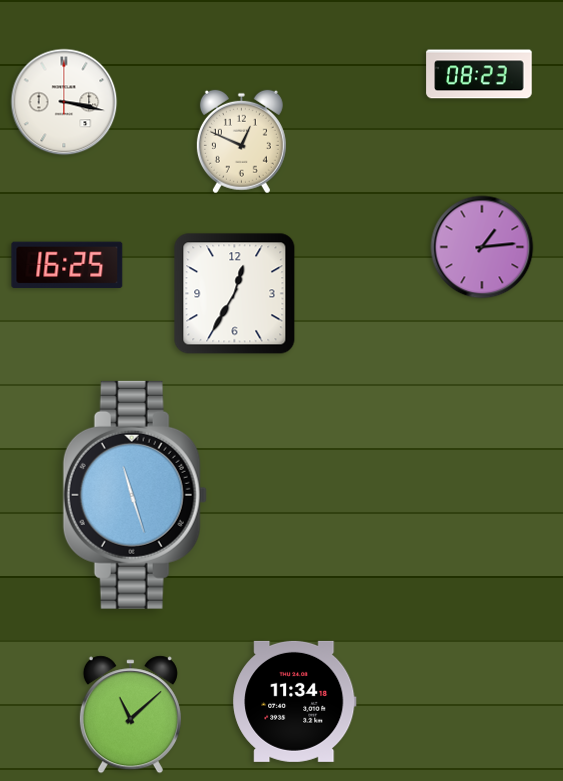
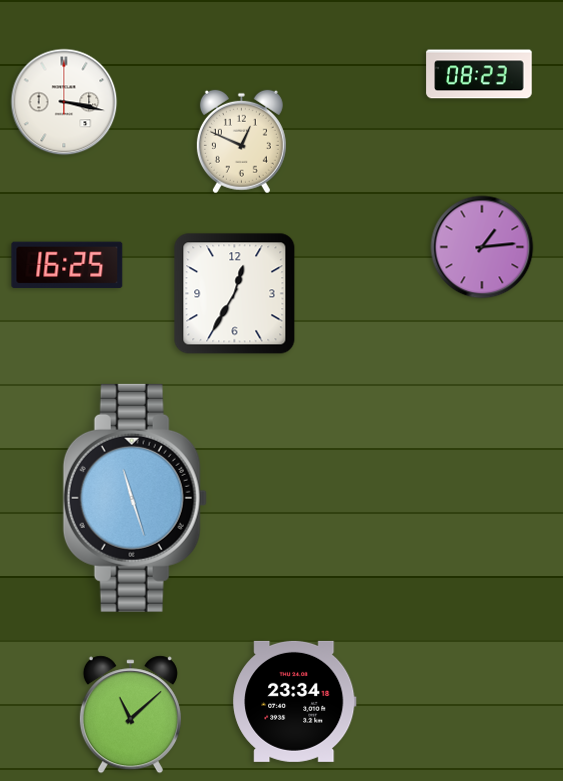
clock at (135, 495) position: (135, 495) -> (135, 498)
clock at (295, 701): 11:34 -> 23:34
